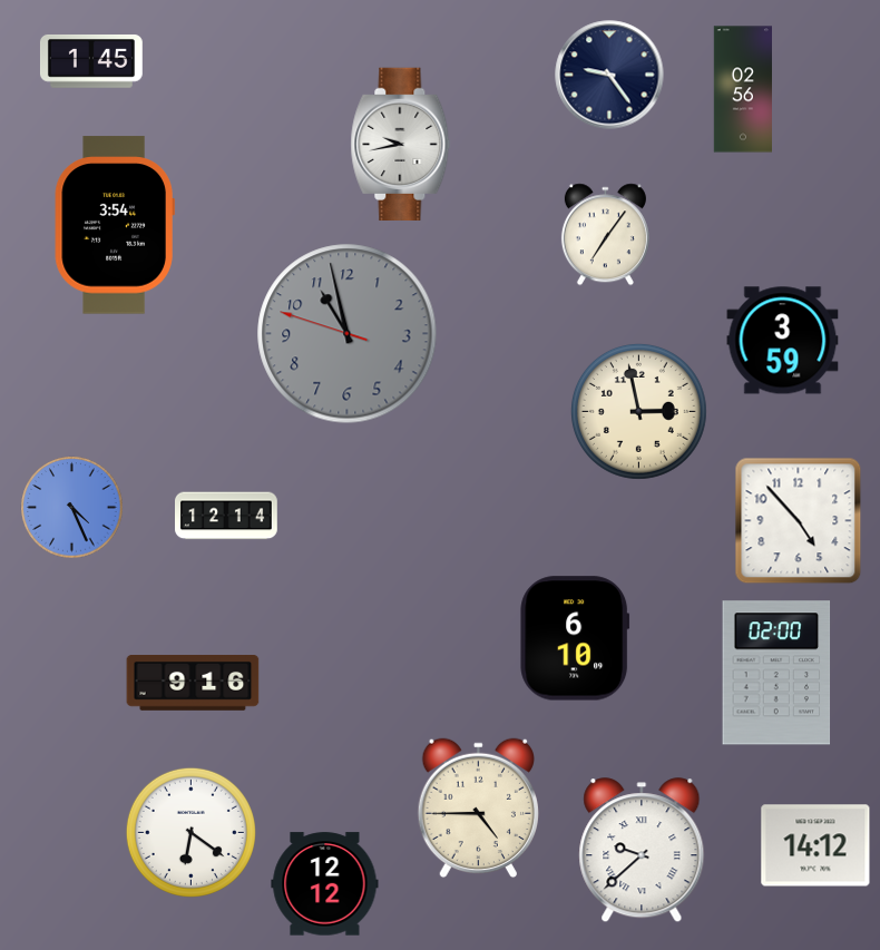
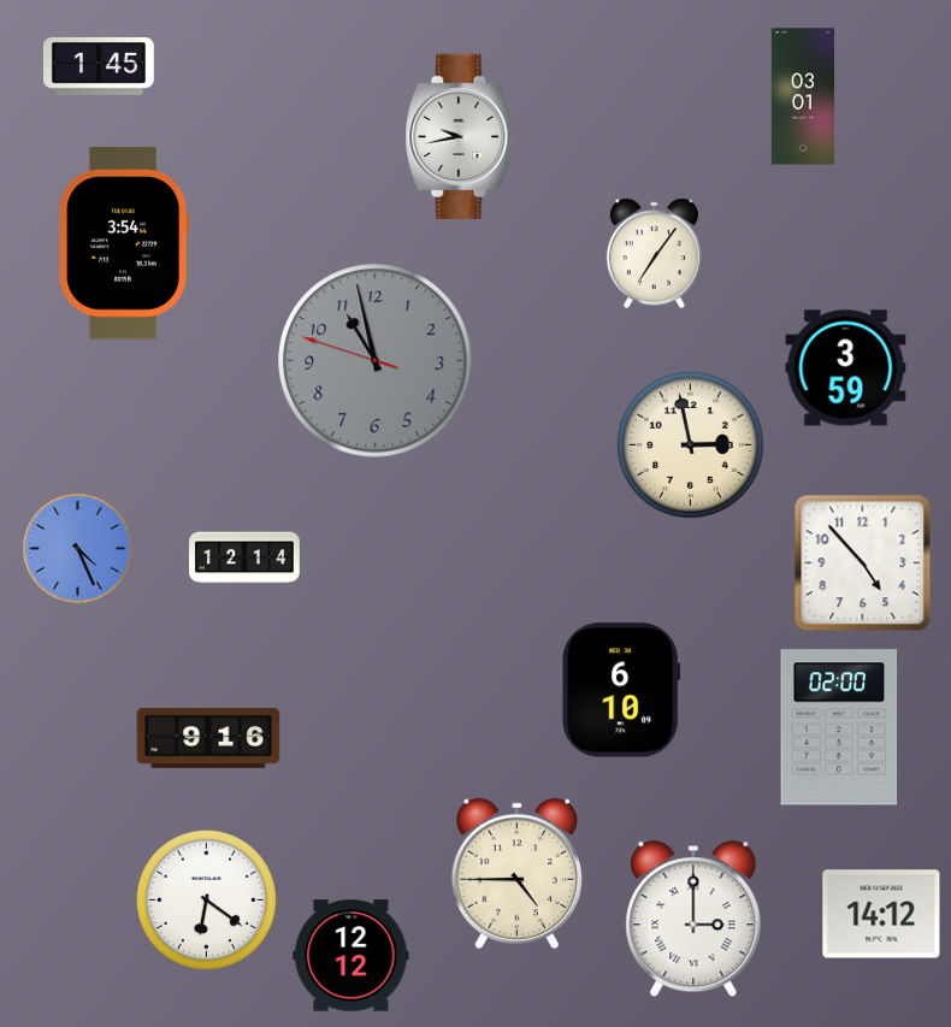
clock at (609, 75): 9:24 -> none
clock at (742, 89): 02:56 -> 03:01
clock at (401, 144) position: (401, 144) -> (460, 136)
clock at (642, 851): 9:38 -> 3:00
